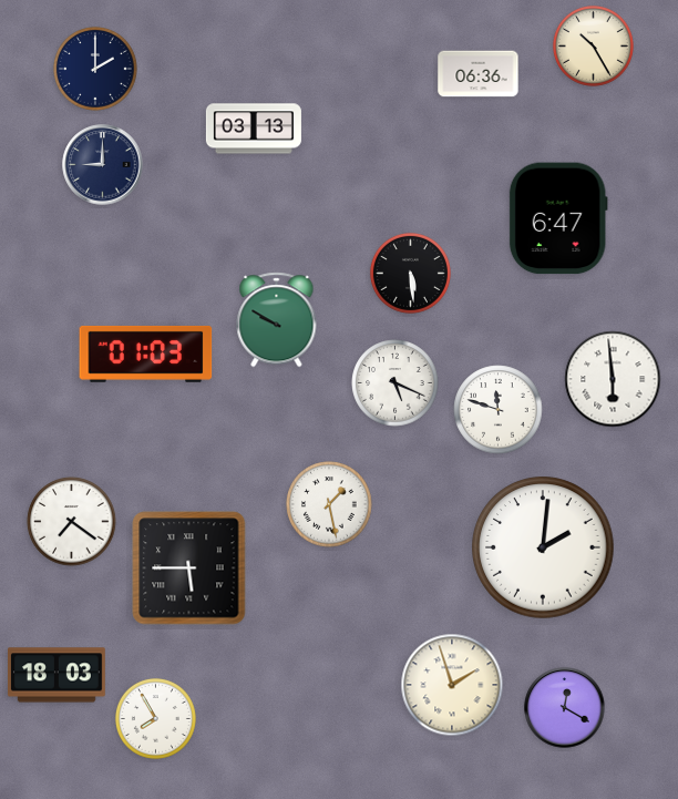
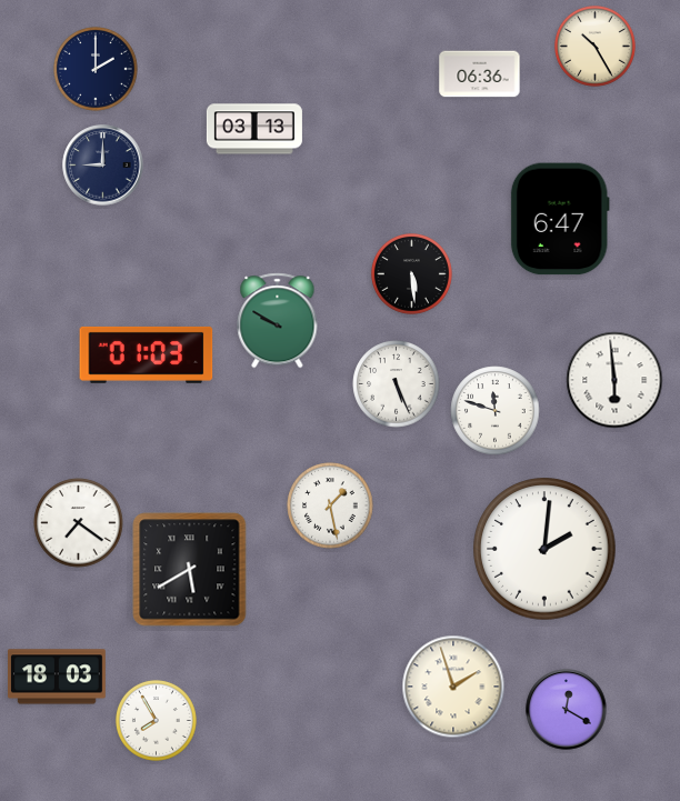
clock at (395, 383): 5:19 -> 5:26
clock at (499, 410) position: (499, 410) -> (496, 411)
clock at (72, 522) position: (72, 522) -> (79, 523)
clock at (189, 568): 5:45 -> 5:40
